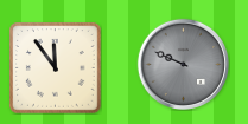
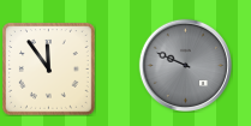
clock at (56, 68) position: (56, 68) -> (49, 70)
